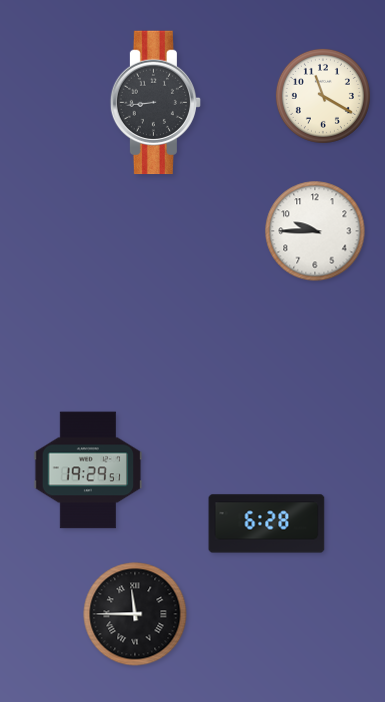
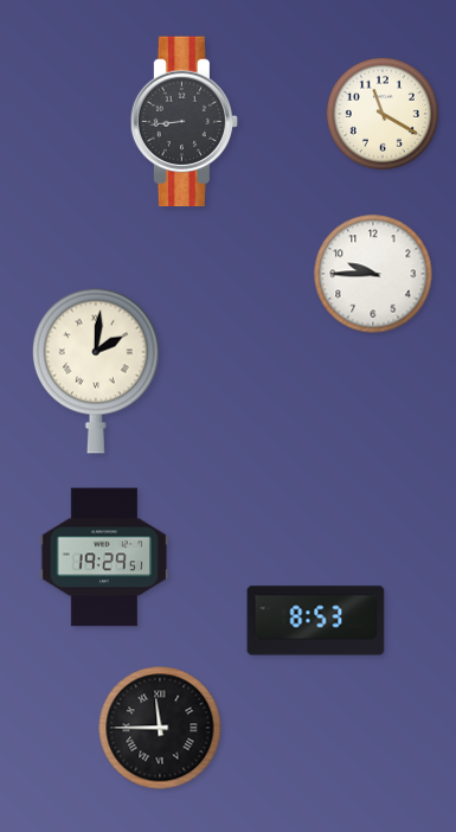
clock at (96, 371): none -> 2:01
clock at (267, 524): 6:28 -> 8:53
